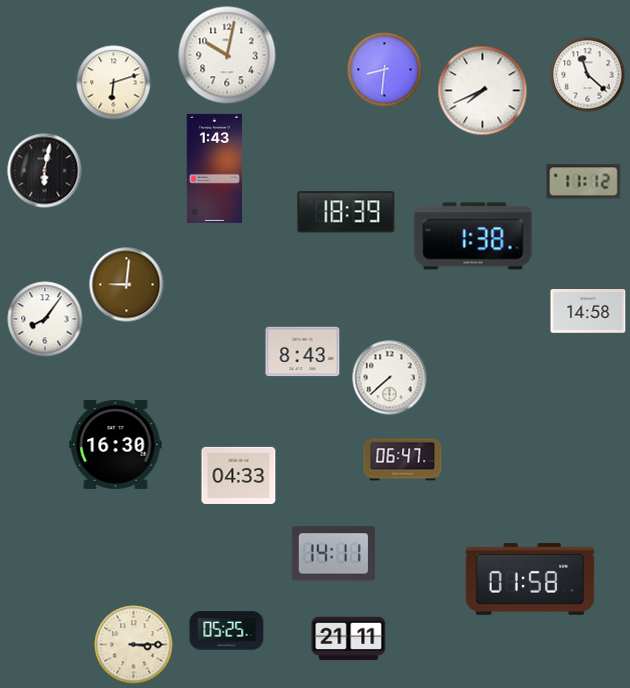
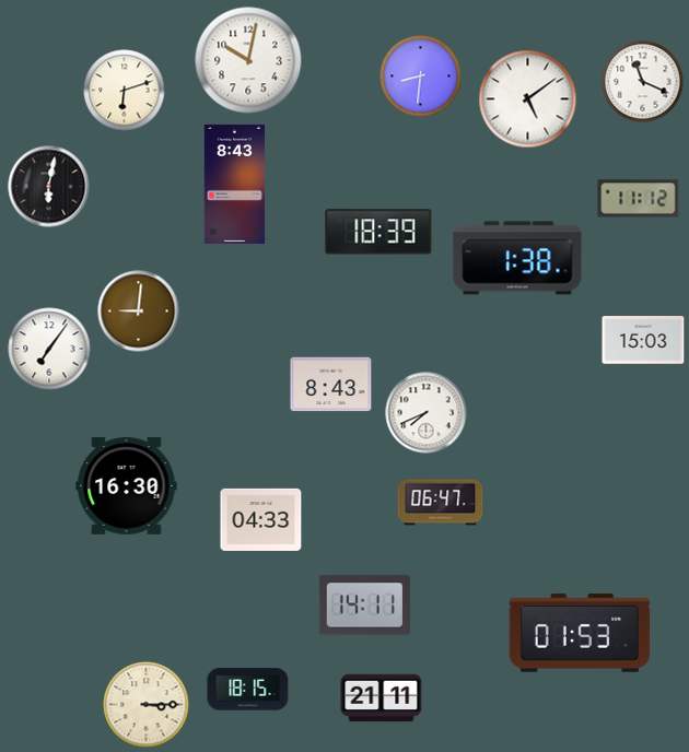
clock at (588, 75): 11:22 -> 11:19
clock at (483, 91): 7:41 -> 5:09
clock at (215, 168): 1:43 -> 8:43
clock at (588, 311): 14:58 -> 15:03
clock at (45, 319): 8:06 -> 7:06
clock at (390, 378): 7:38 -> 7:41
clock at (530, 579): 01:58 -> 01:53
clock at (227, 631): 05:25 -> 18:15
